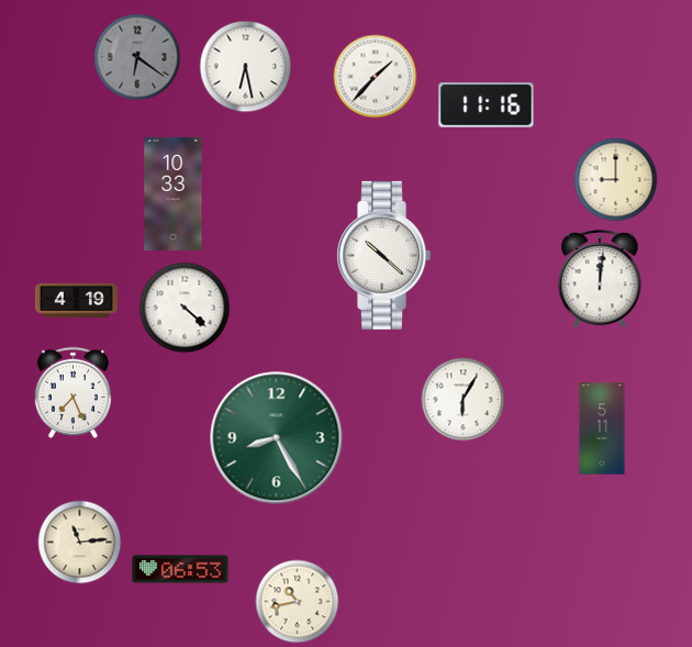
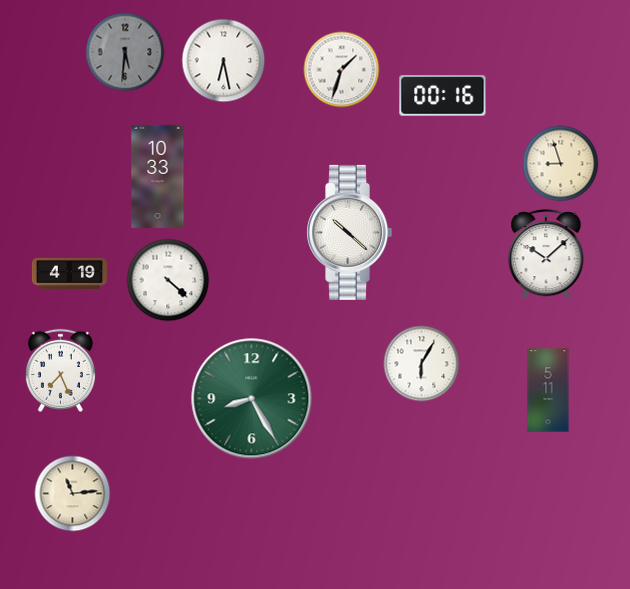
clock at (137, 57): 6:21 -> 5:31
clock at (376, 77): 1:37 -> 1:33
clock at (487, 105): 11:16 -> 00:16
clock at (616, 180): 9:00 -> 8:57
clock at (600, 280): 12:01 -> 10:08
clock at (72, 392) position: (72, 392) -> (60, 370)
clock at (180, 569): 06:53 -> none
clock at (298, 602): 10:43 -> none
